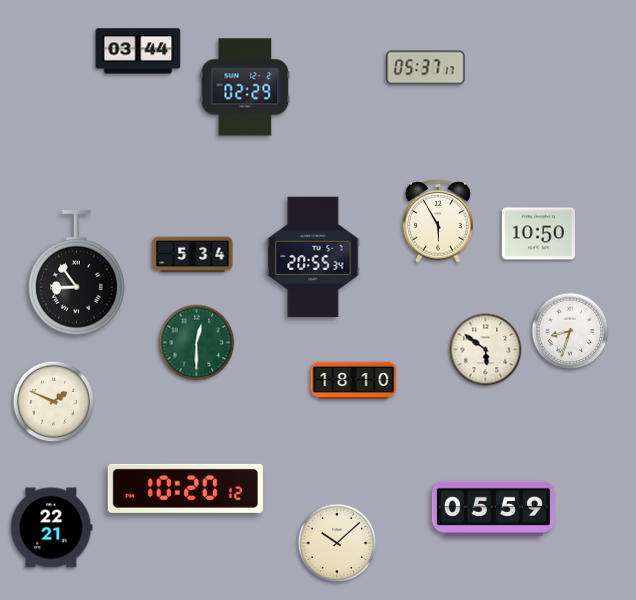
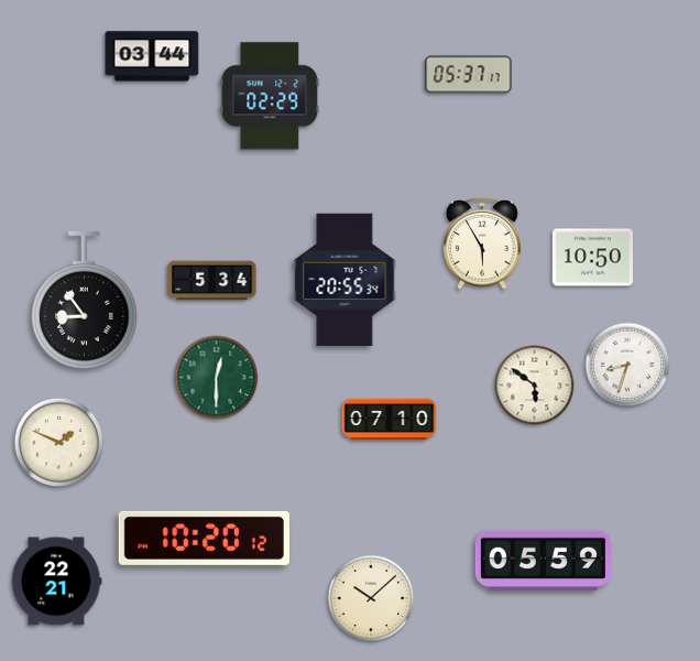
clock at (313, 257) position: (313, 257) -> (344, 280)
clock at (354, 380): 18:10 -> 07:10
